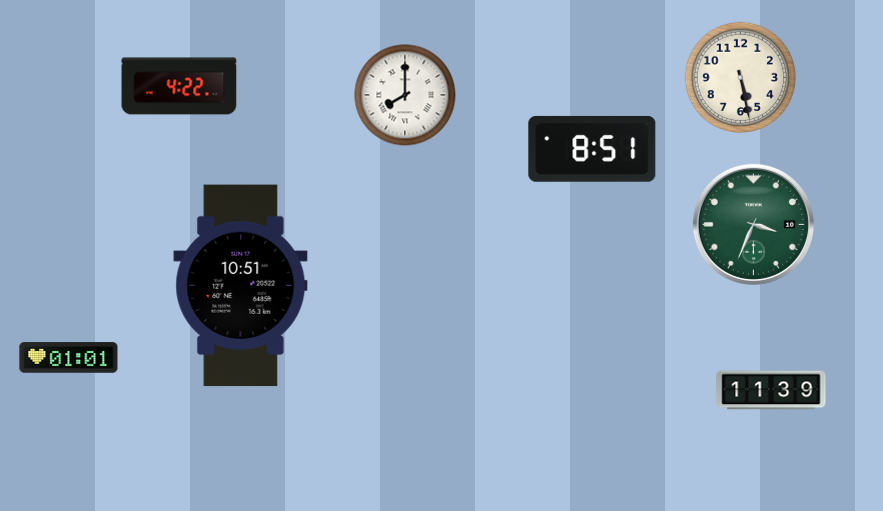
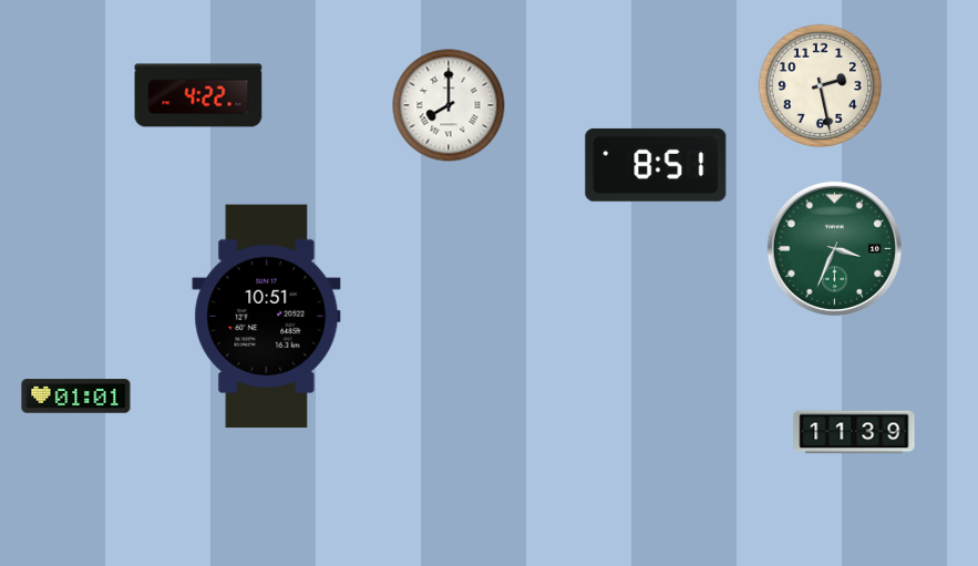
clock at (740, 77): 5:28 -> 2:28
